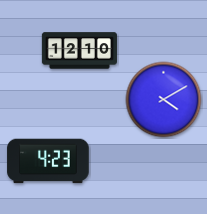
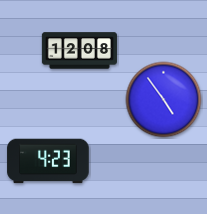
clock at (79, 51): 12:10 -> 12:08
clock at (164, 100): 4:10 -> 4:54
